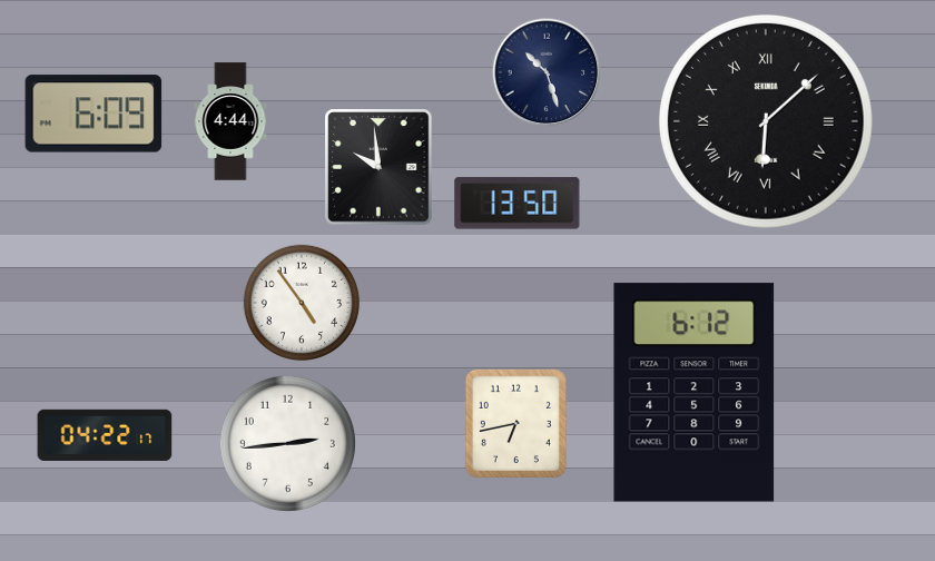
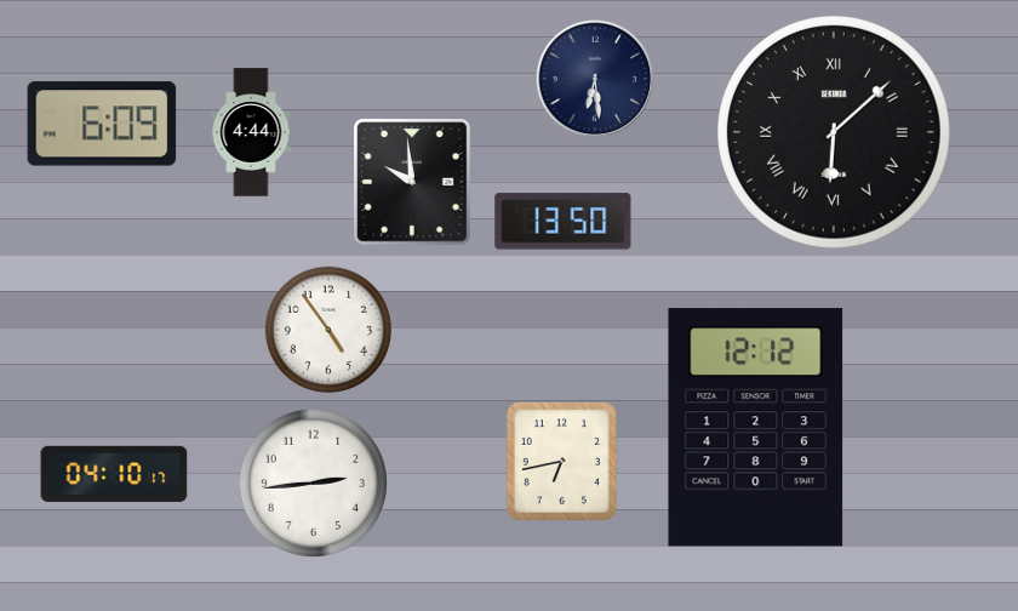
clock at (547, 72): 10:27 -> 6:29
clock at (695, 393): 6:12 -> 12:12
clock at (105, 434): 04:22 -> 04:10
